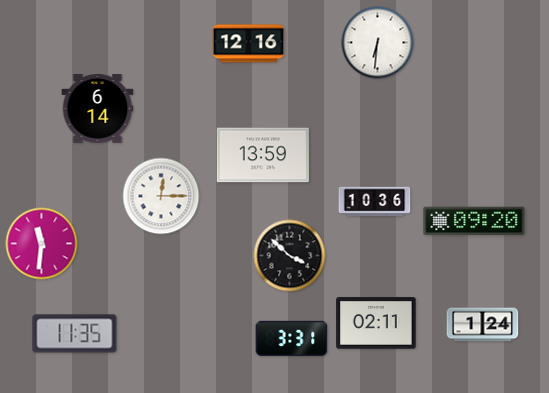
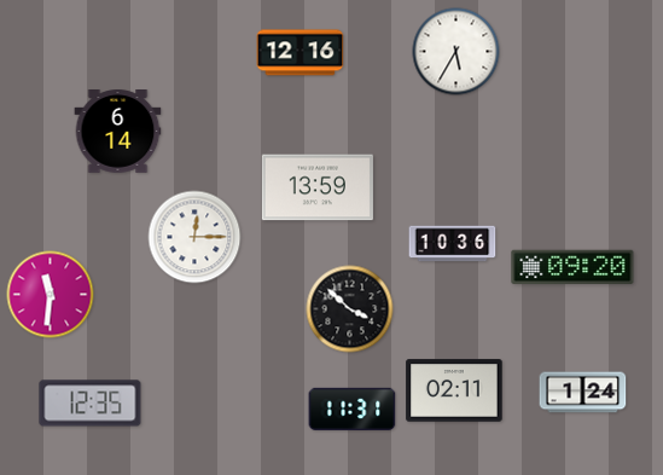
clock at (378, 43): 6:31 -> 5:35
clock at (75, 334): 11:35 -> 12:35
clock at (292, 338): 3:31 -> 11:31
